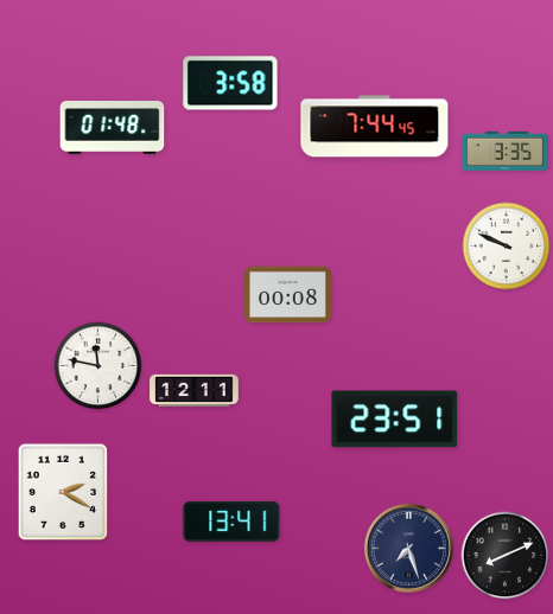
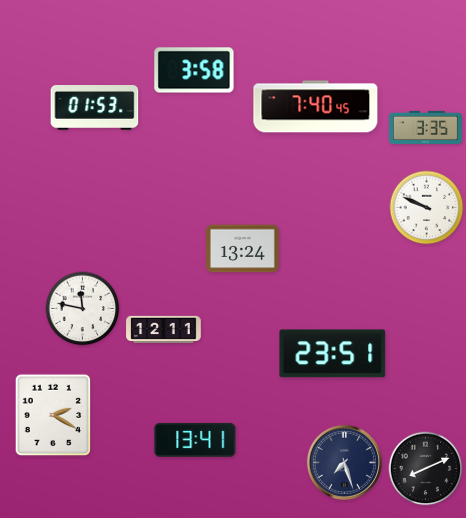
clock at (375, 127): 7:44 -> 7:40
clock at (113, 128): 01:48 -> 01:53
clock at (287, 295): 00:08 -> 13:24
